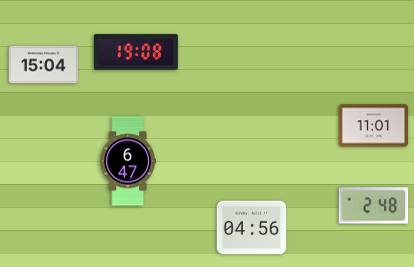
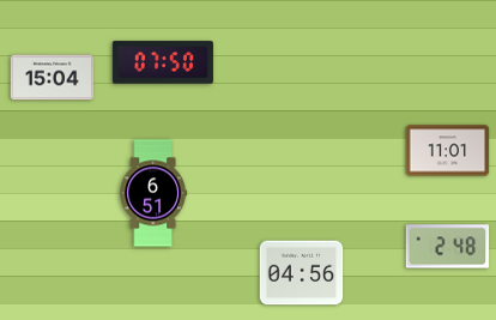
clock at (136, 52): 19:08 -> 07:50
clock at (128, 161): 6:47 -> 6:51
